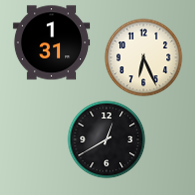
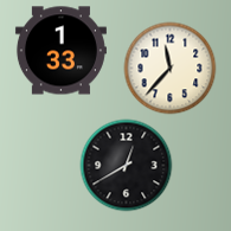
clock at (51, 43): 1:31 -> 1:33
clock at (143, 57): 6:26 -> 11:37
